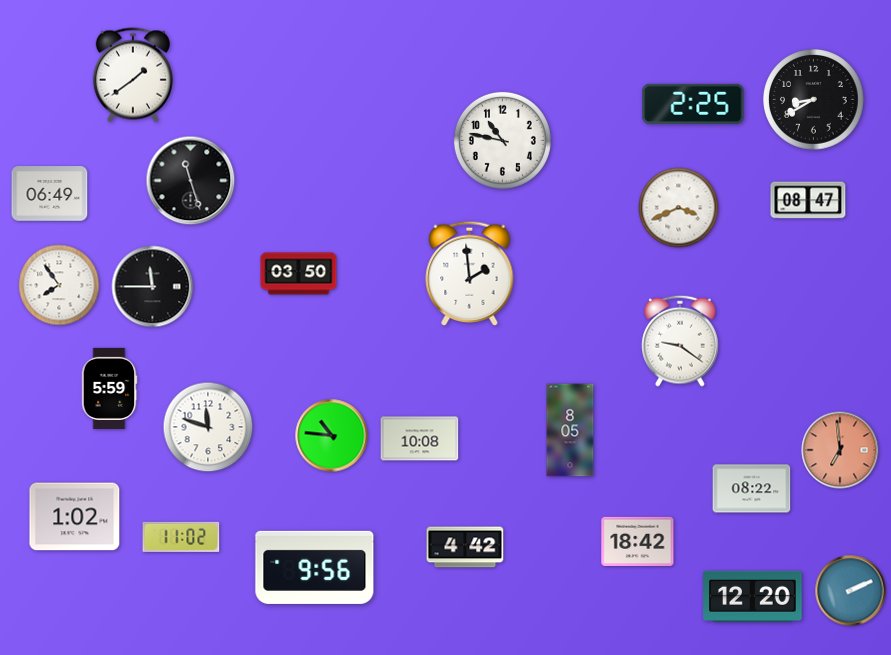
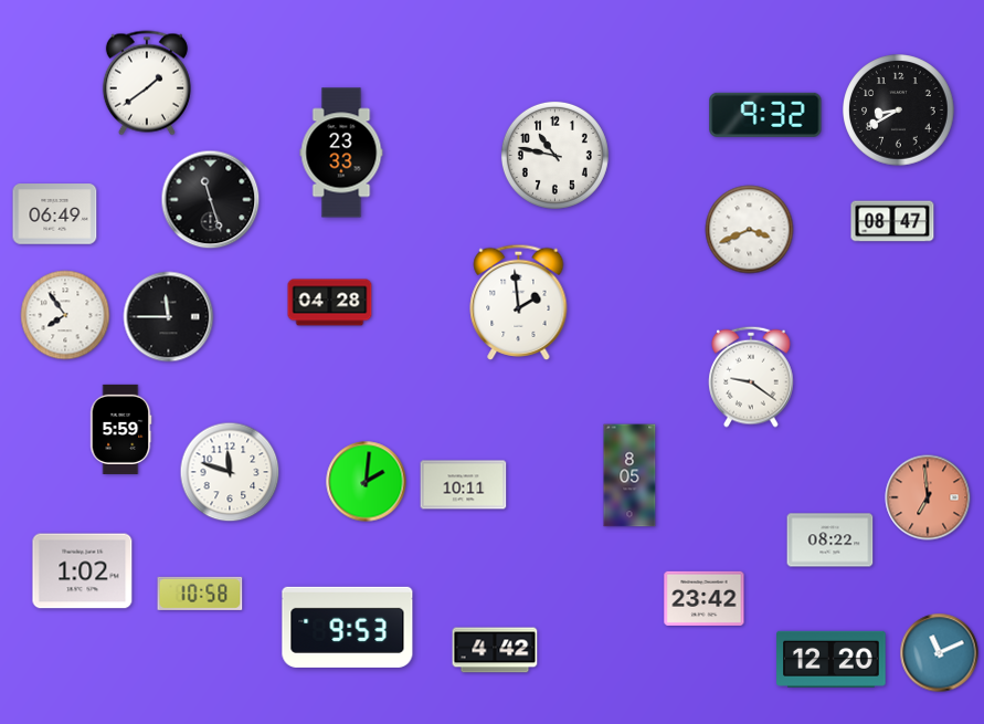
clock at (693, 104): 2:25 -> 9:32
clock at (341, 153): none -> 23:33
clock at (299, 274): 03:50 -> 04:28
clock at (332, 436): 10:46 -> 2:01
clock at (420, 439): 10:08 -> 10:11
clock at (181, 537): 11:02 -> 10:58
clock at (638, 541): 18:42 -> 23:42
clock at (465, 547) position: (465, 547) -> (495, 650)
clock at (315, 567): 9:56 -> 9:53
clock at (851, 591): 2:11 -> 11:11
